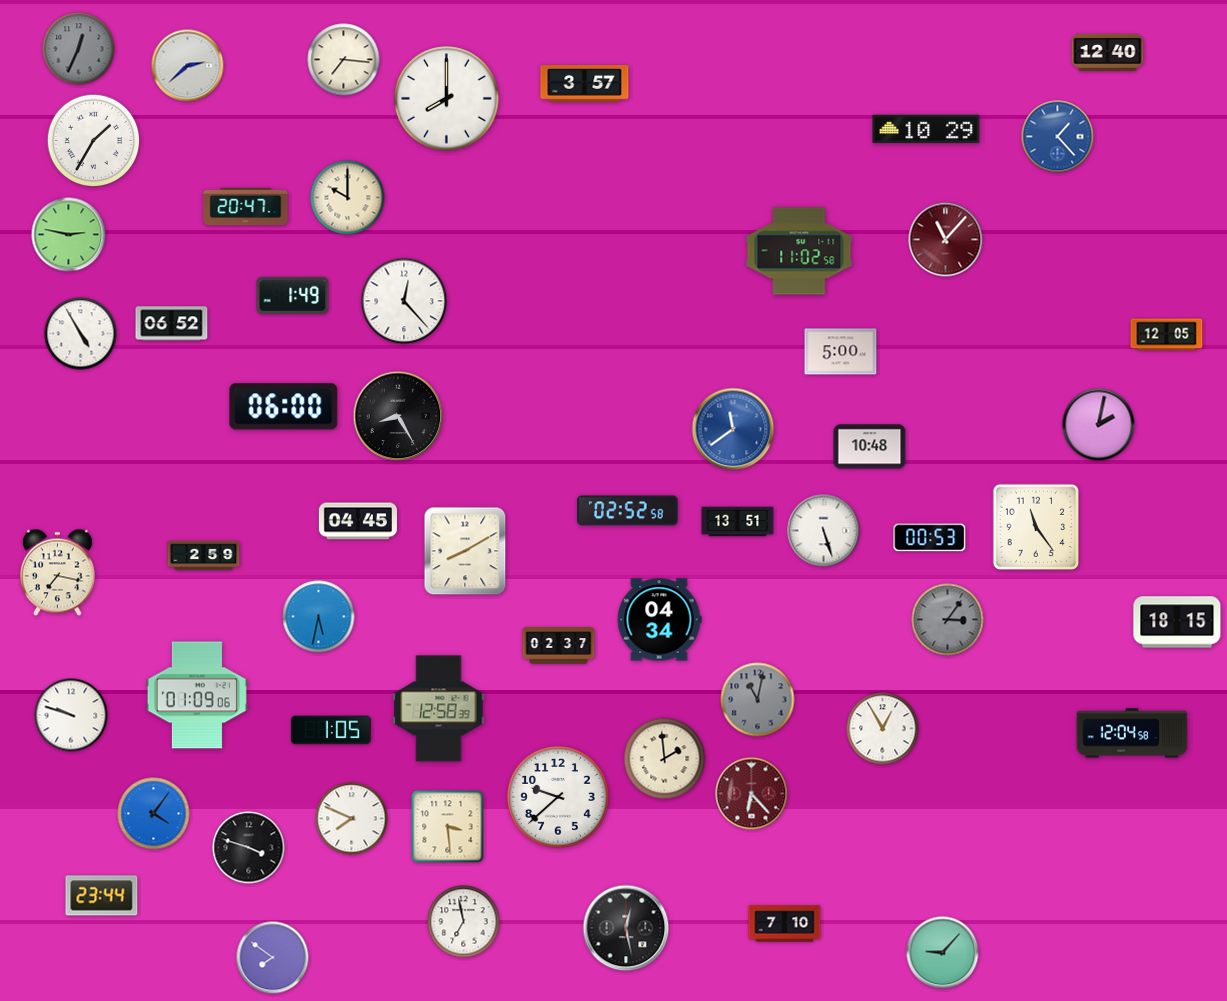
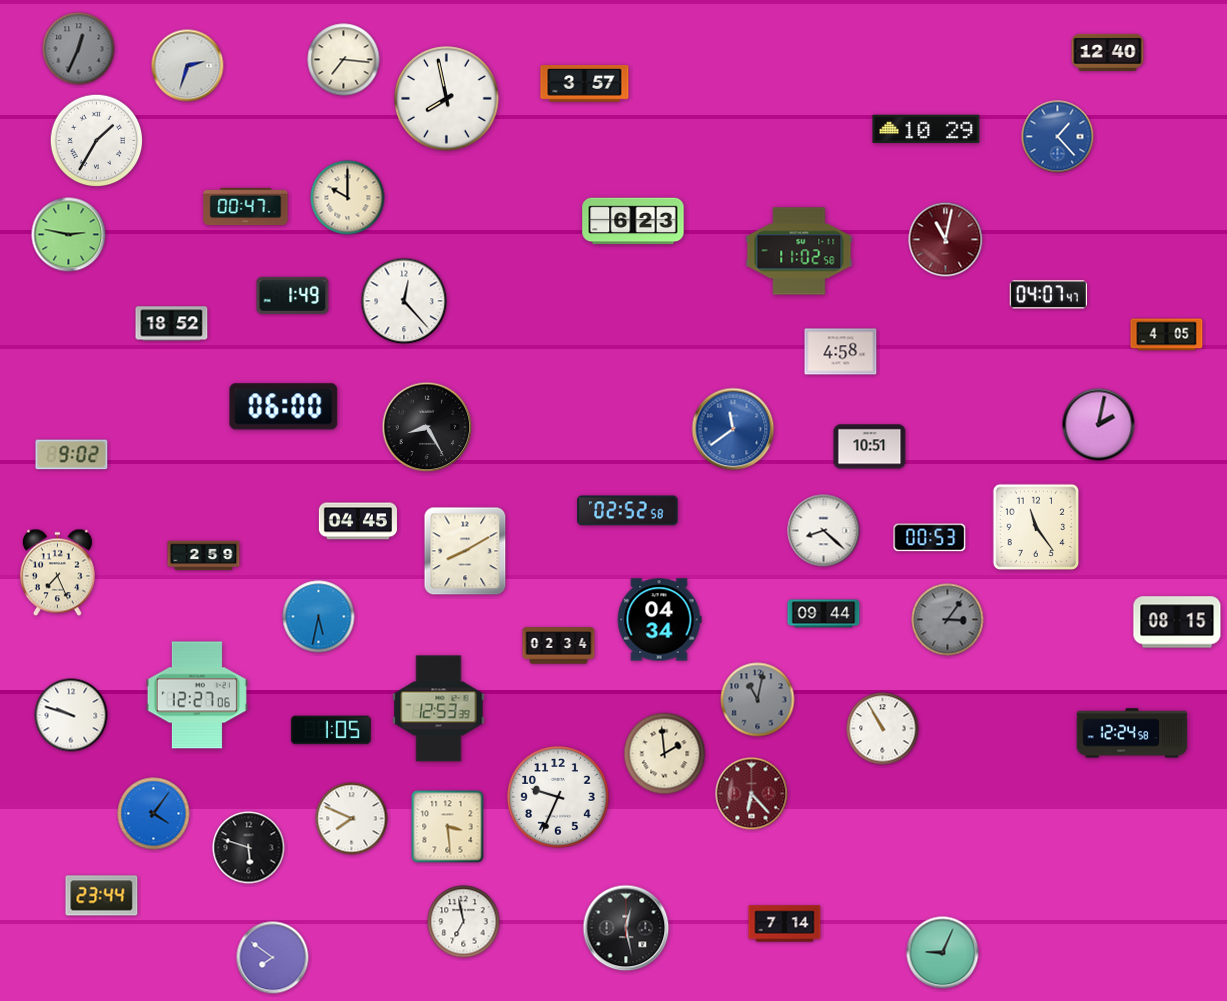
clock at (188, 66): 2:38 -> 2:33
clock at (447, 99): 8:00 -> 7:58
clock at (94, 141) position: (94, 141) -> (97, 141)
clock at (246, 207): 20:47 -> 00:47
clock at (633, 221): none -> 6:23
clock at (946, 240): 11:07 -> 11:02
clock at (1048, 295): none -> 04:07
clock at (172, 324): 06:52 -> 18:52
clock at (81, 334): 4:55 -> none
clock at (1167, 335): 12:05 -> 4:05
clock at (841, 352): 5:00 -> 4:58
clock at (398, 416) position: (398, 416) -> (427, 427)
clock at (870, 447): 10:48 -> 10:51
clock at (72, 455): none -> 9:02
clock at (738, 522): 13:51 -> none
clock at (824, 531): 5:27 -> 8:22
clock at (57, 573): 7:17 -> 7:26
clock at (824, 614): none -> 09:44
clock at (1177, 622): 18:15 -> 08:15
clock at (559, 646): 02:37 -> 02:34
clock at (197, 695): 01:09 -> 12:27
clock at (439, 709): 12:58 -> 12:53
clock at (883, 729): 12:55 -> 10:55
clock at (1132, 733): 12:04 -> 12:24
clock at (665, 759) position: (665, 759) -> (665, 754)
clock at (559, 798): 9:38 -> 9:34
clock at (249, 848): 3:48 -> 5:48
clock at (785, 924): 7:10 -> 7:14
clock at (943, 953): 9:07 -> 9:04
